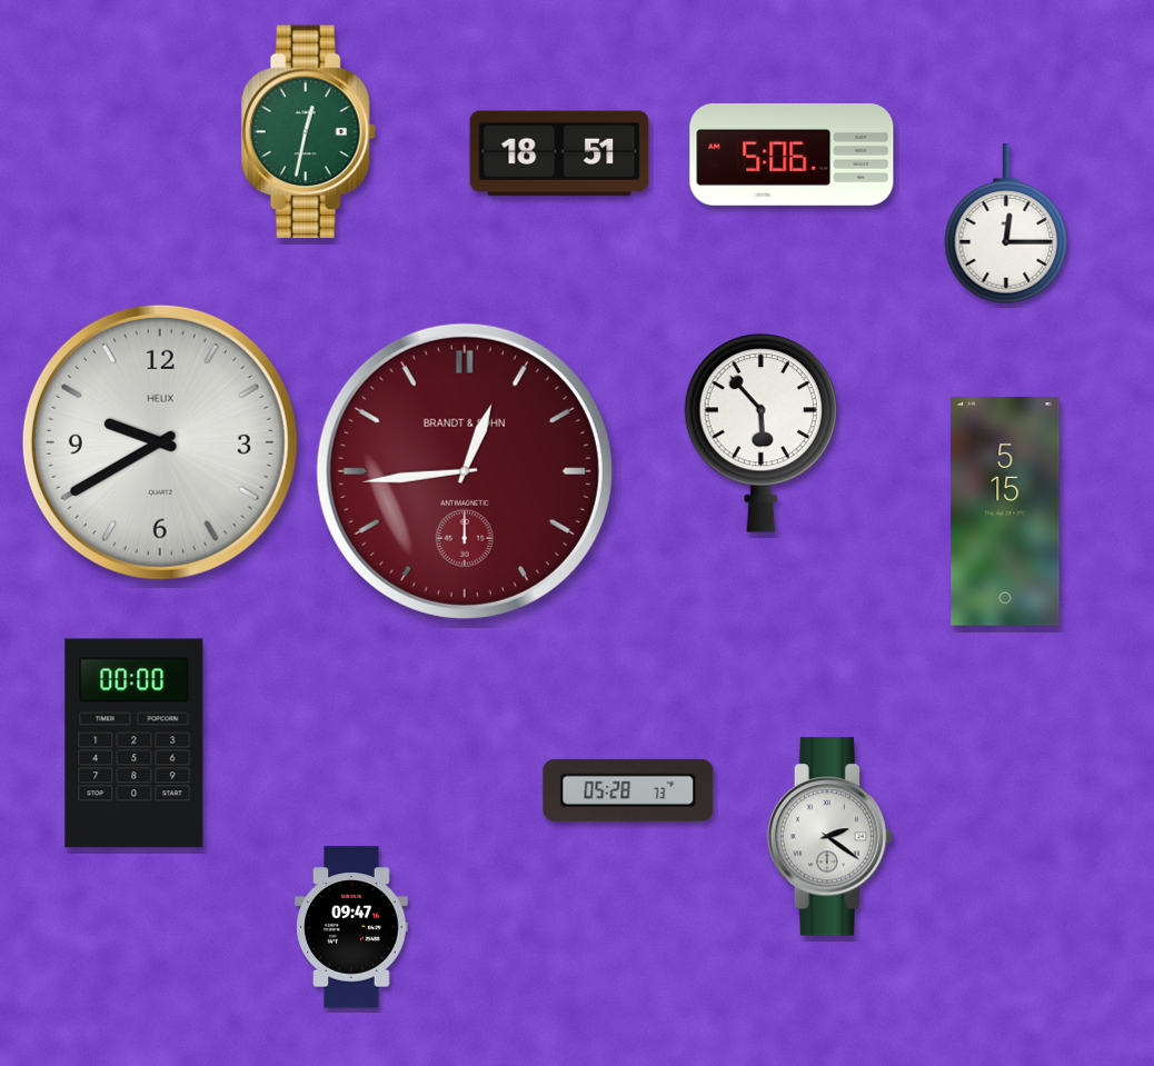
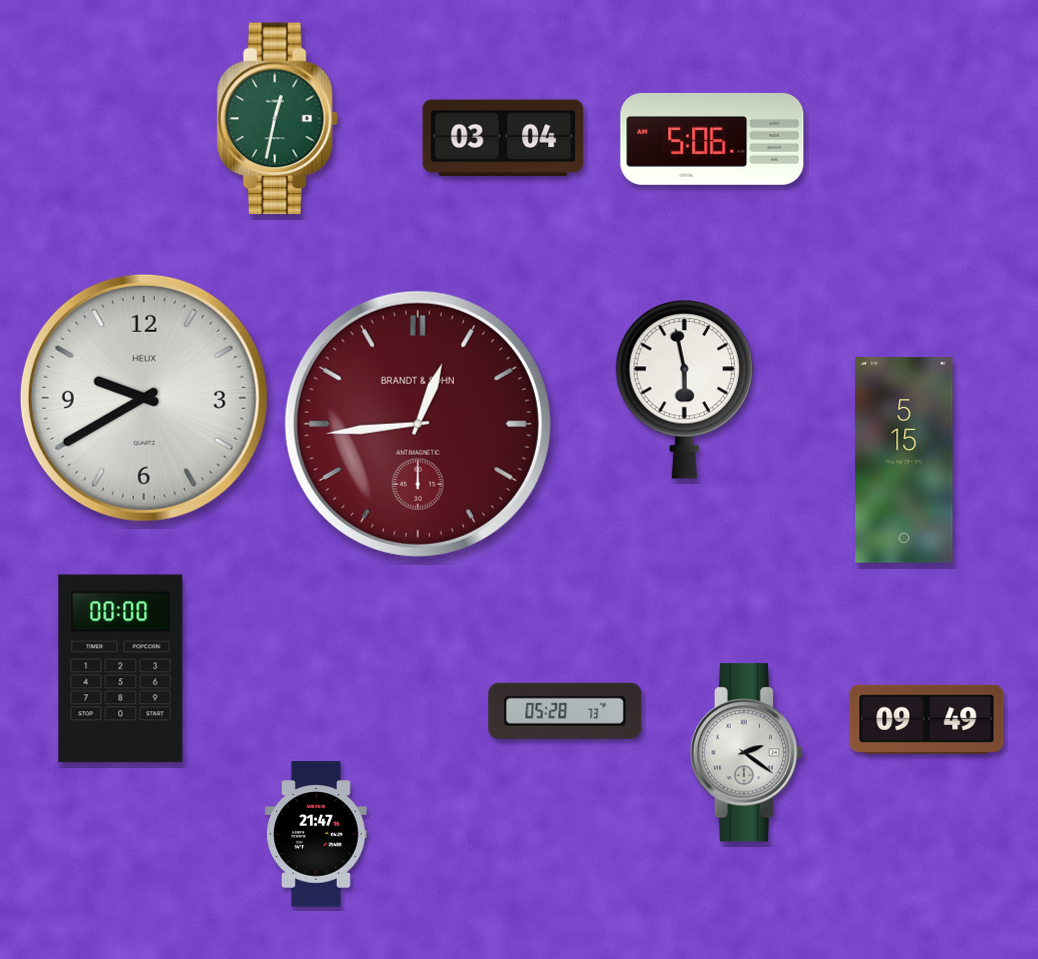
clock at (559, 153): 18:51 -> 03:04
clock at (1006, 225): 12:15 -> none
clock at (760, 434): 5:53 -> 5:58
clock at (927, 719): none -> 09:49
clock at (351, 927): 09:47 -> 21:47
